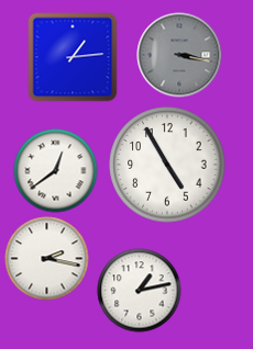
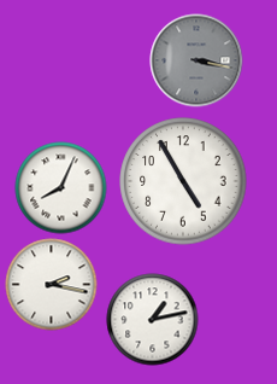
clock at (73, 57): 1:14 -> none
clock at (56, 171): 12:39 -> 8:04
